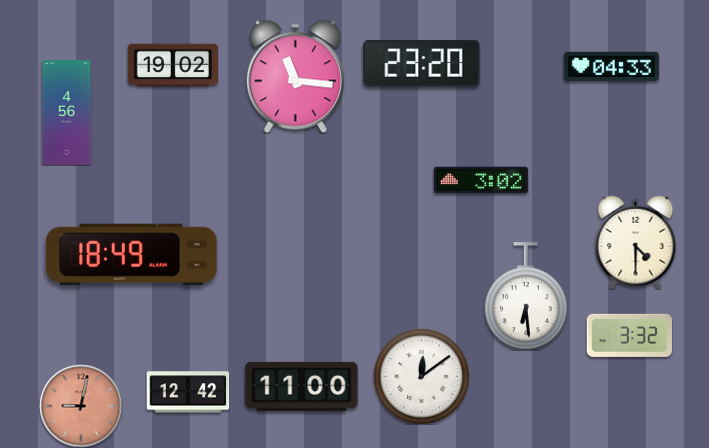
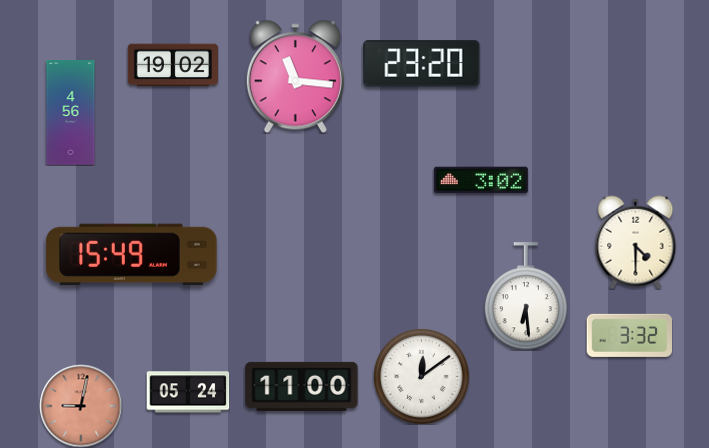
clock at (611, 67): 04:33 -> none
clock at (67, 113) position: (67, 113) -> (71, 113)
clock at (132, 255): 18:49 -> 15:49
clock at (188, 392): 12:42 -> 05:24
